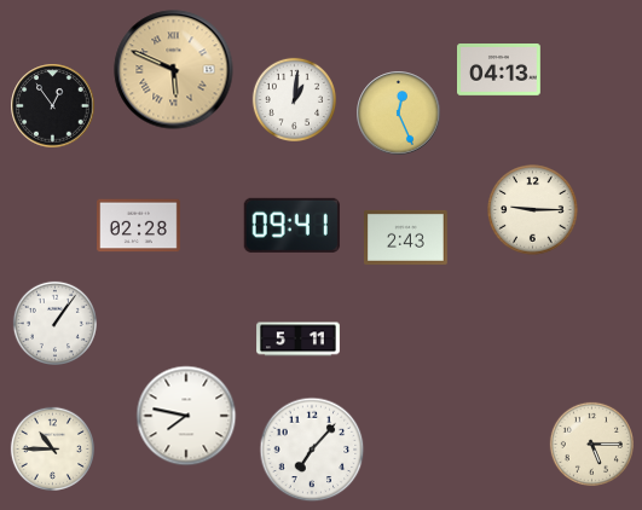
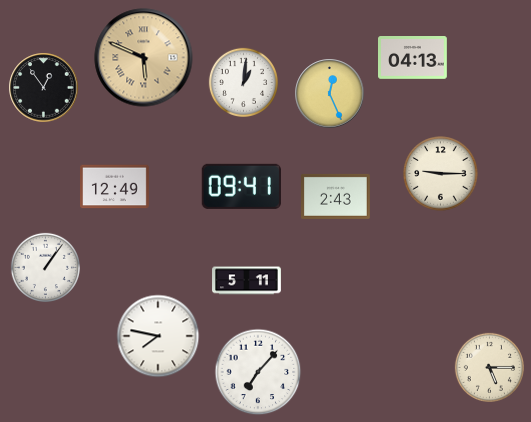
clock at (139, 226): 02:28 -> 12:49
clock at (186, 416) position: (186, 416) -> (158, 336)
clock at (52, 448): 10:45 -> none
